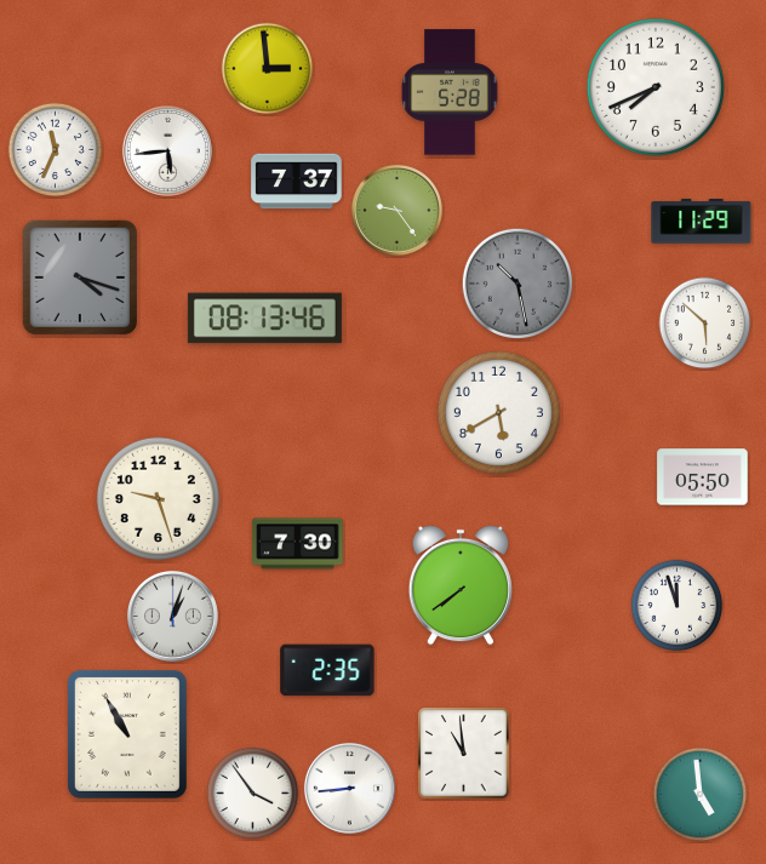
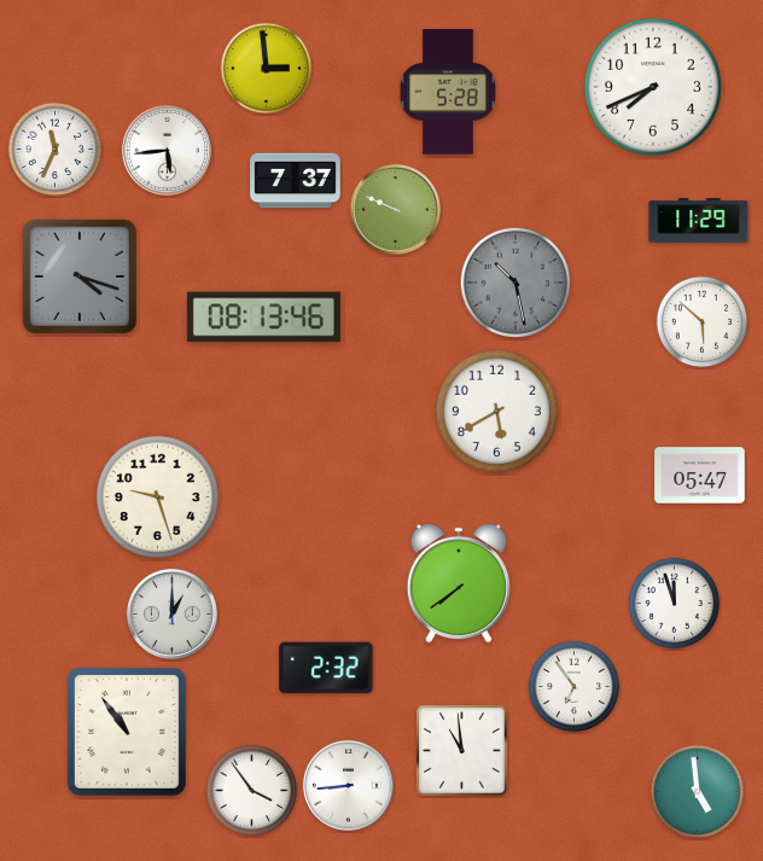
clock at (396, 210): 9:24 -> 9:49
clock at (703, 477): 05:50 -> 05:47
clock at (298, 544): 7:30 -> none
clock at (172, 616): 1:03 -> 1:00
clock at (327, 670): 2:35 -> 2:32
clock at (575, 687): none -> 6:54
clock at (127, 734): 10:55 -> 10:54
